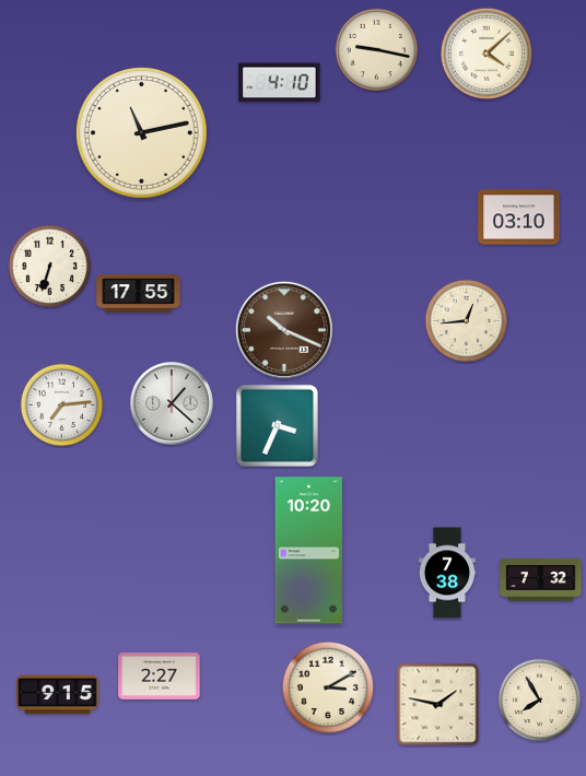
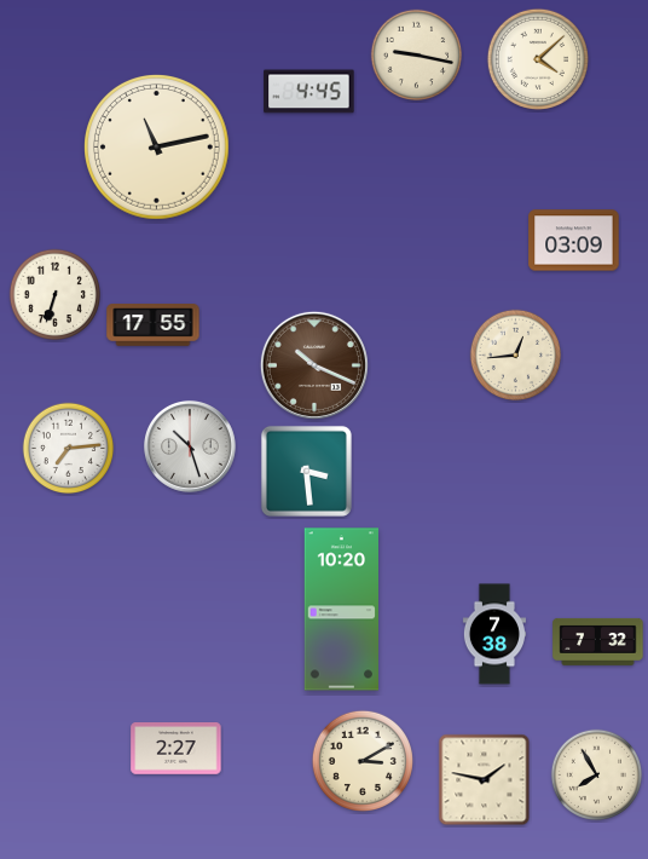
clock at (280, 83): 4:10 -> 4:45
clock at (519, 217): 03:10 -> 03:09
clock at (172, 403): 1:22 -> 10:27
clock at (277, 425): 3:34 -> 3:29
clock at (58, 695): 9:15 -> none
